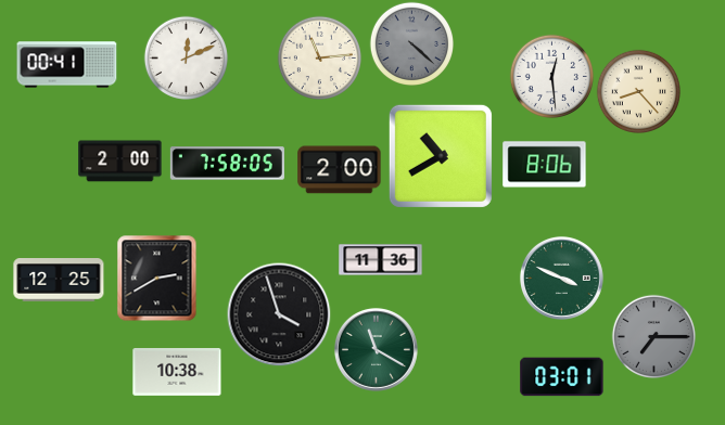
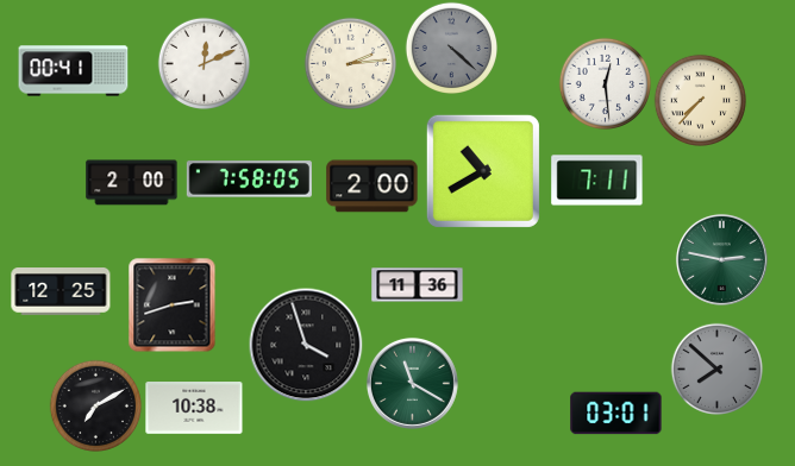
clock at (319, 57): 11:14 -> 2:14
clock at (638, 91): 8:23 -> 7:37
clock at (120, 162) position: (120, 162) -> (132, 183)
clock at (545, 165): 8:06 -> 7:11
clock at (721, 259): none -> 2:47
clock at (157, 278): 2:40 -> 2:42
clock at (561, 278): 3:49 -> none
clock at (59, 280) position: (59, 280) -> (61, 291)
clock at (653, 336): 7:15 -> 7:52
clock at (95, 405): none -> 7:10
